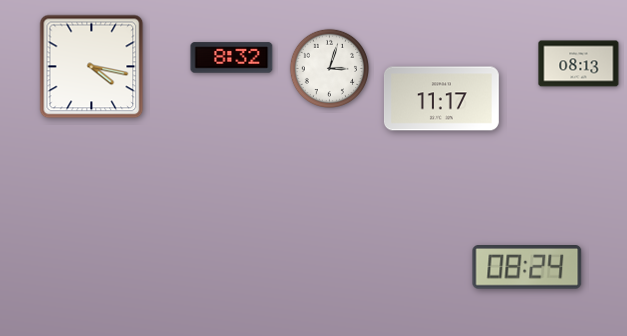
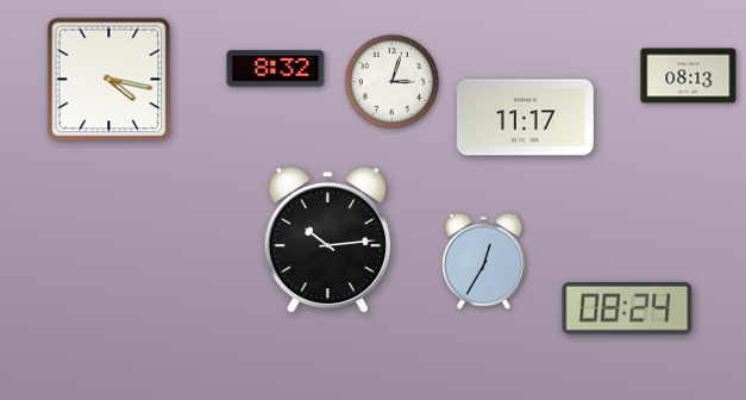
clock at (327, 240): none -> 10:14
clock at (483, 261): none -> 12:35
clock at (527, 268) position: (527, 268) -> (627, 310)
